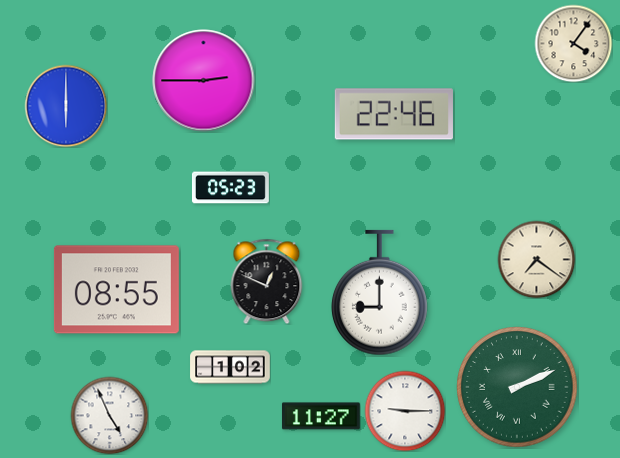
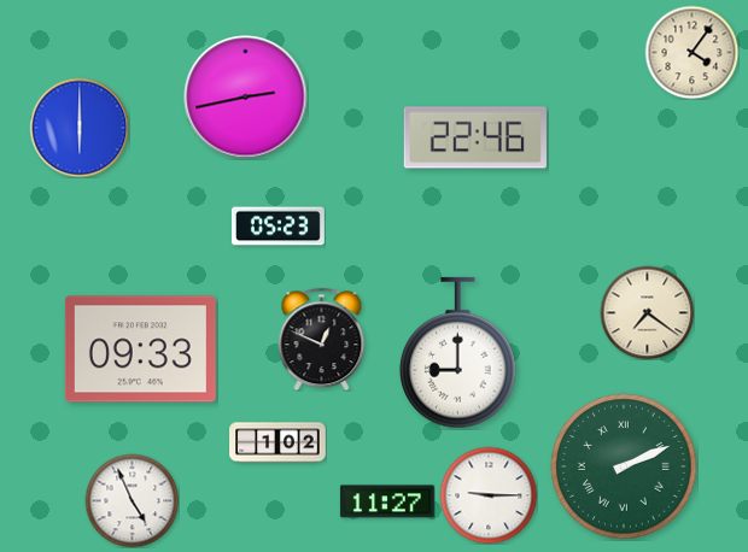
clock at (204, 81): 2:45 -> 2:43
clock at (116, 290): 08:55 -> 09:33
